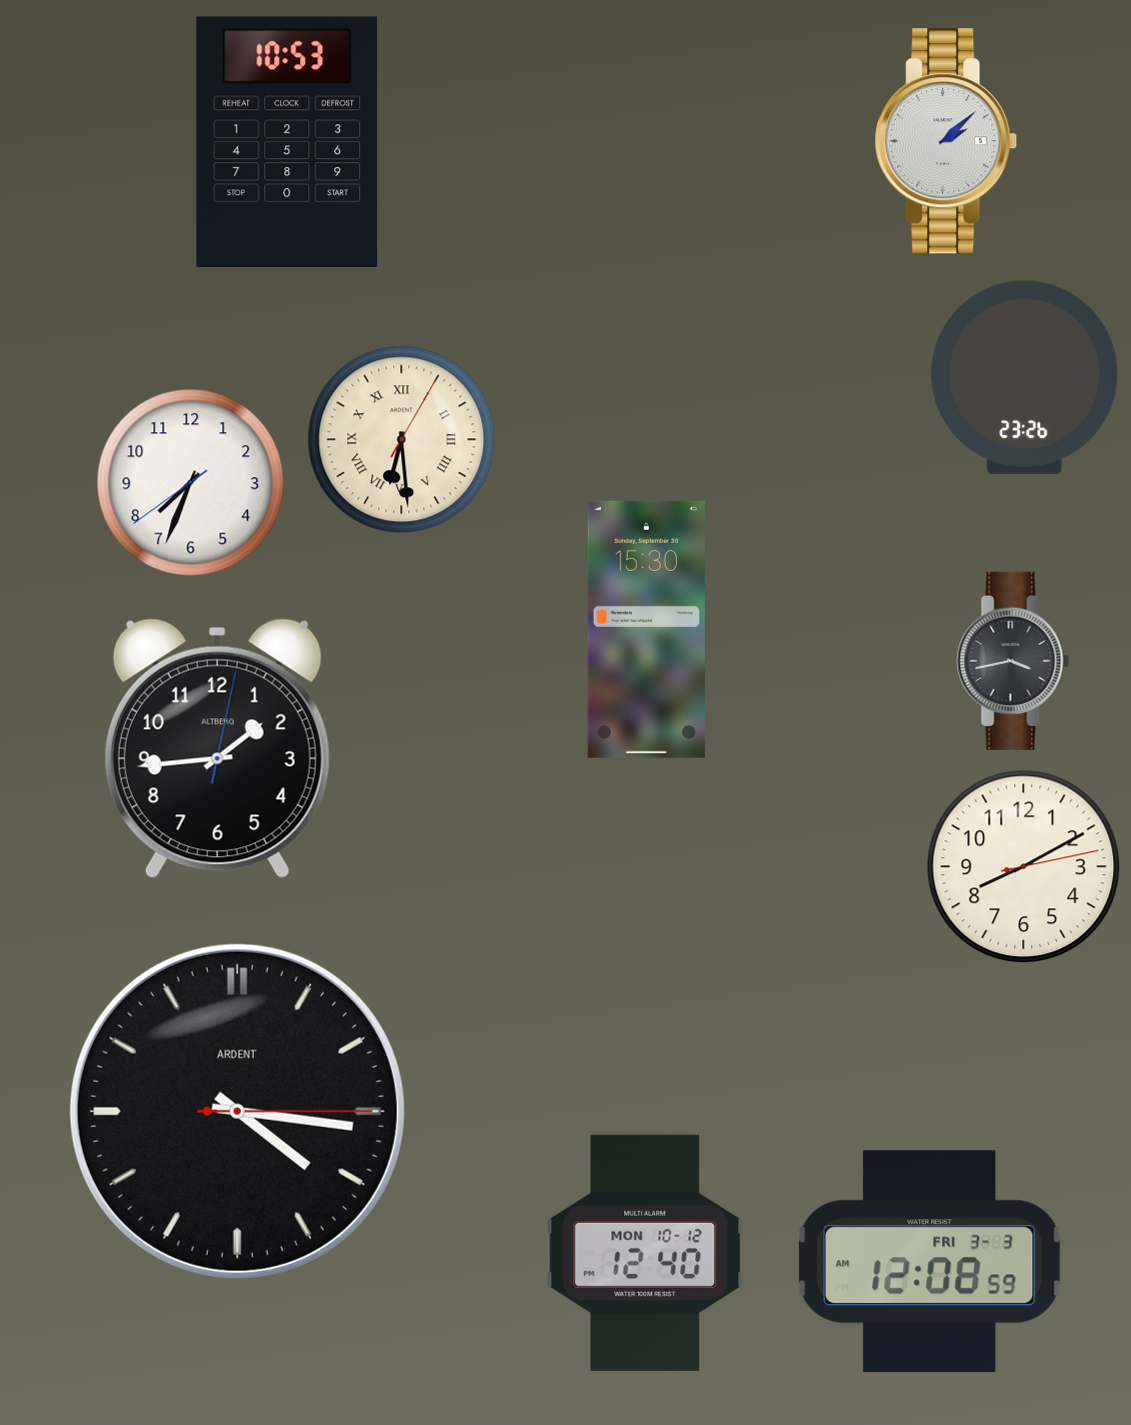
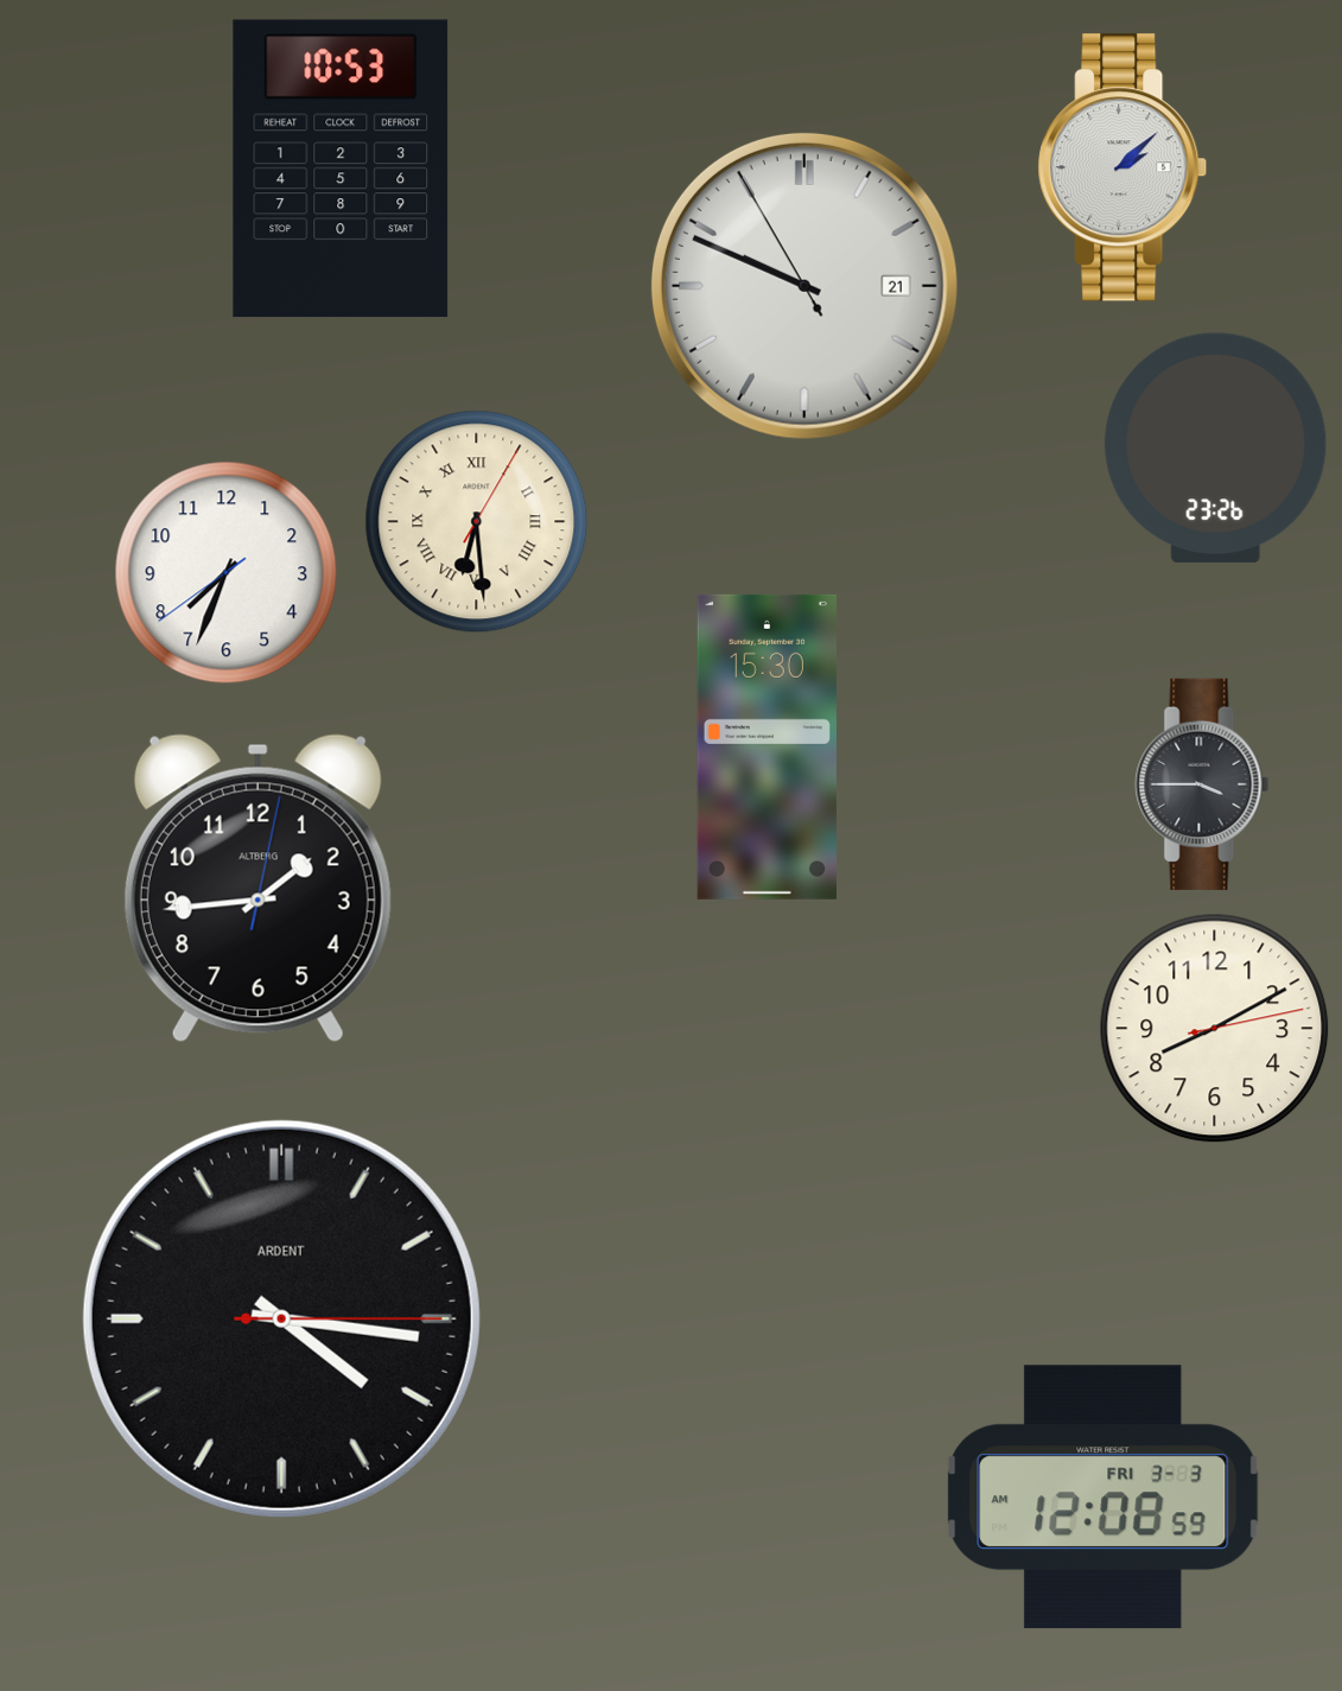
clock at (804, 286): none -> 9:48
clock at (1013, 661): 3:43 -> 3:45
clock at (645, 1253): 12:40 -> none
